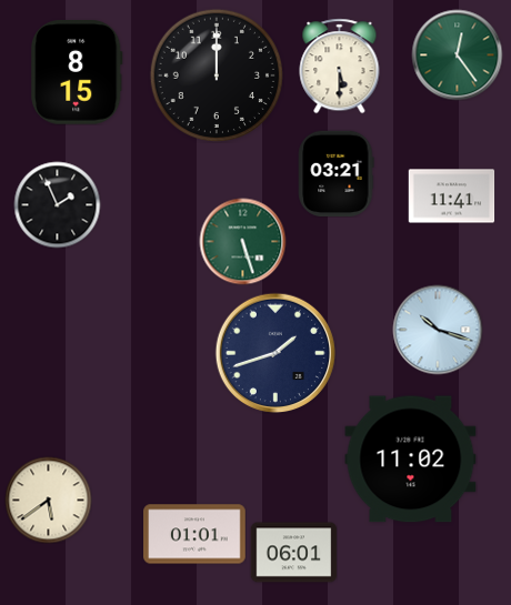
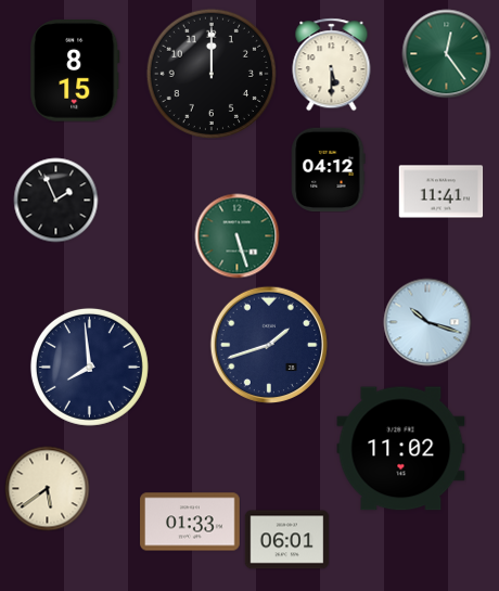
clock at (337, 173): 03:21 -> 04:12
clock at (89, 367): none -> 7:59
clock at (194, 534): 01:01 -> 01:33
